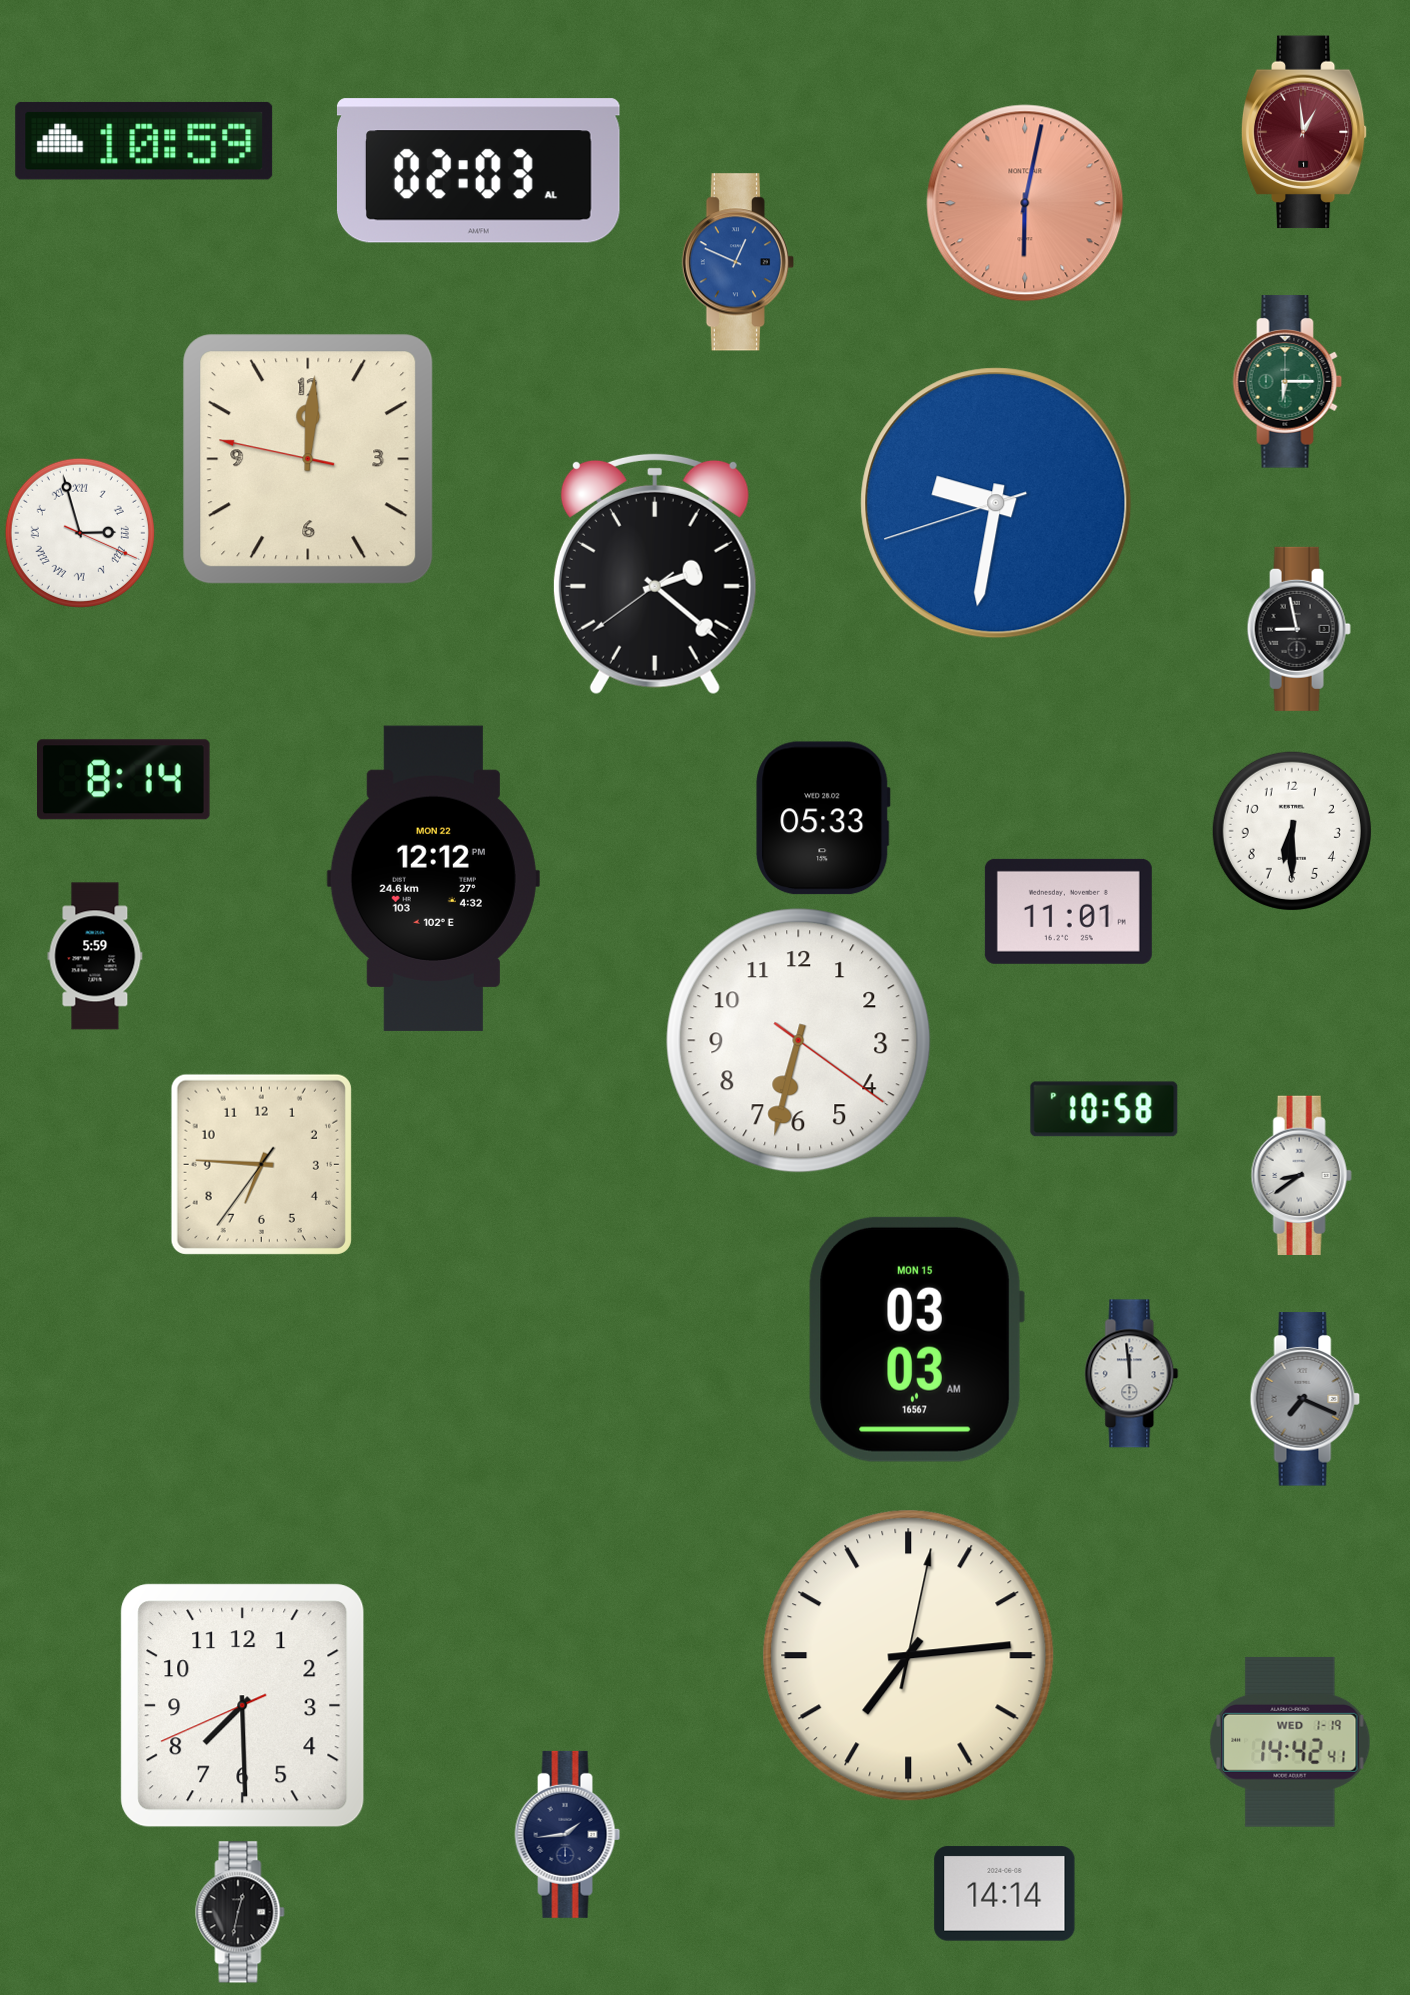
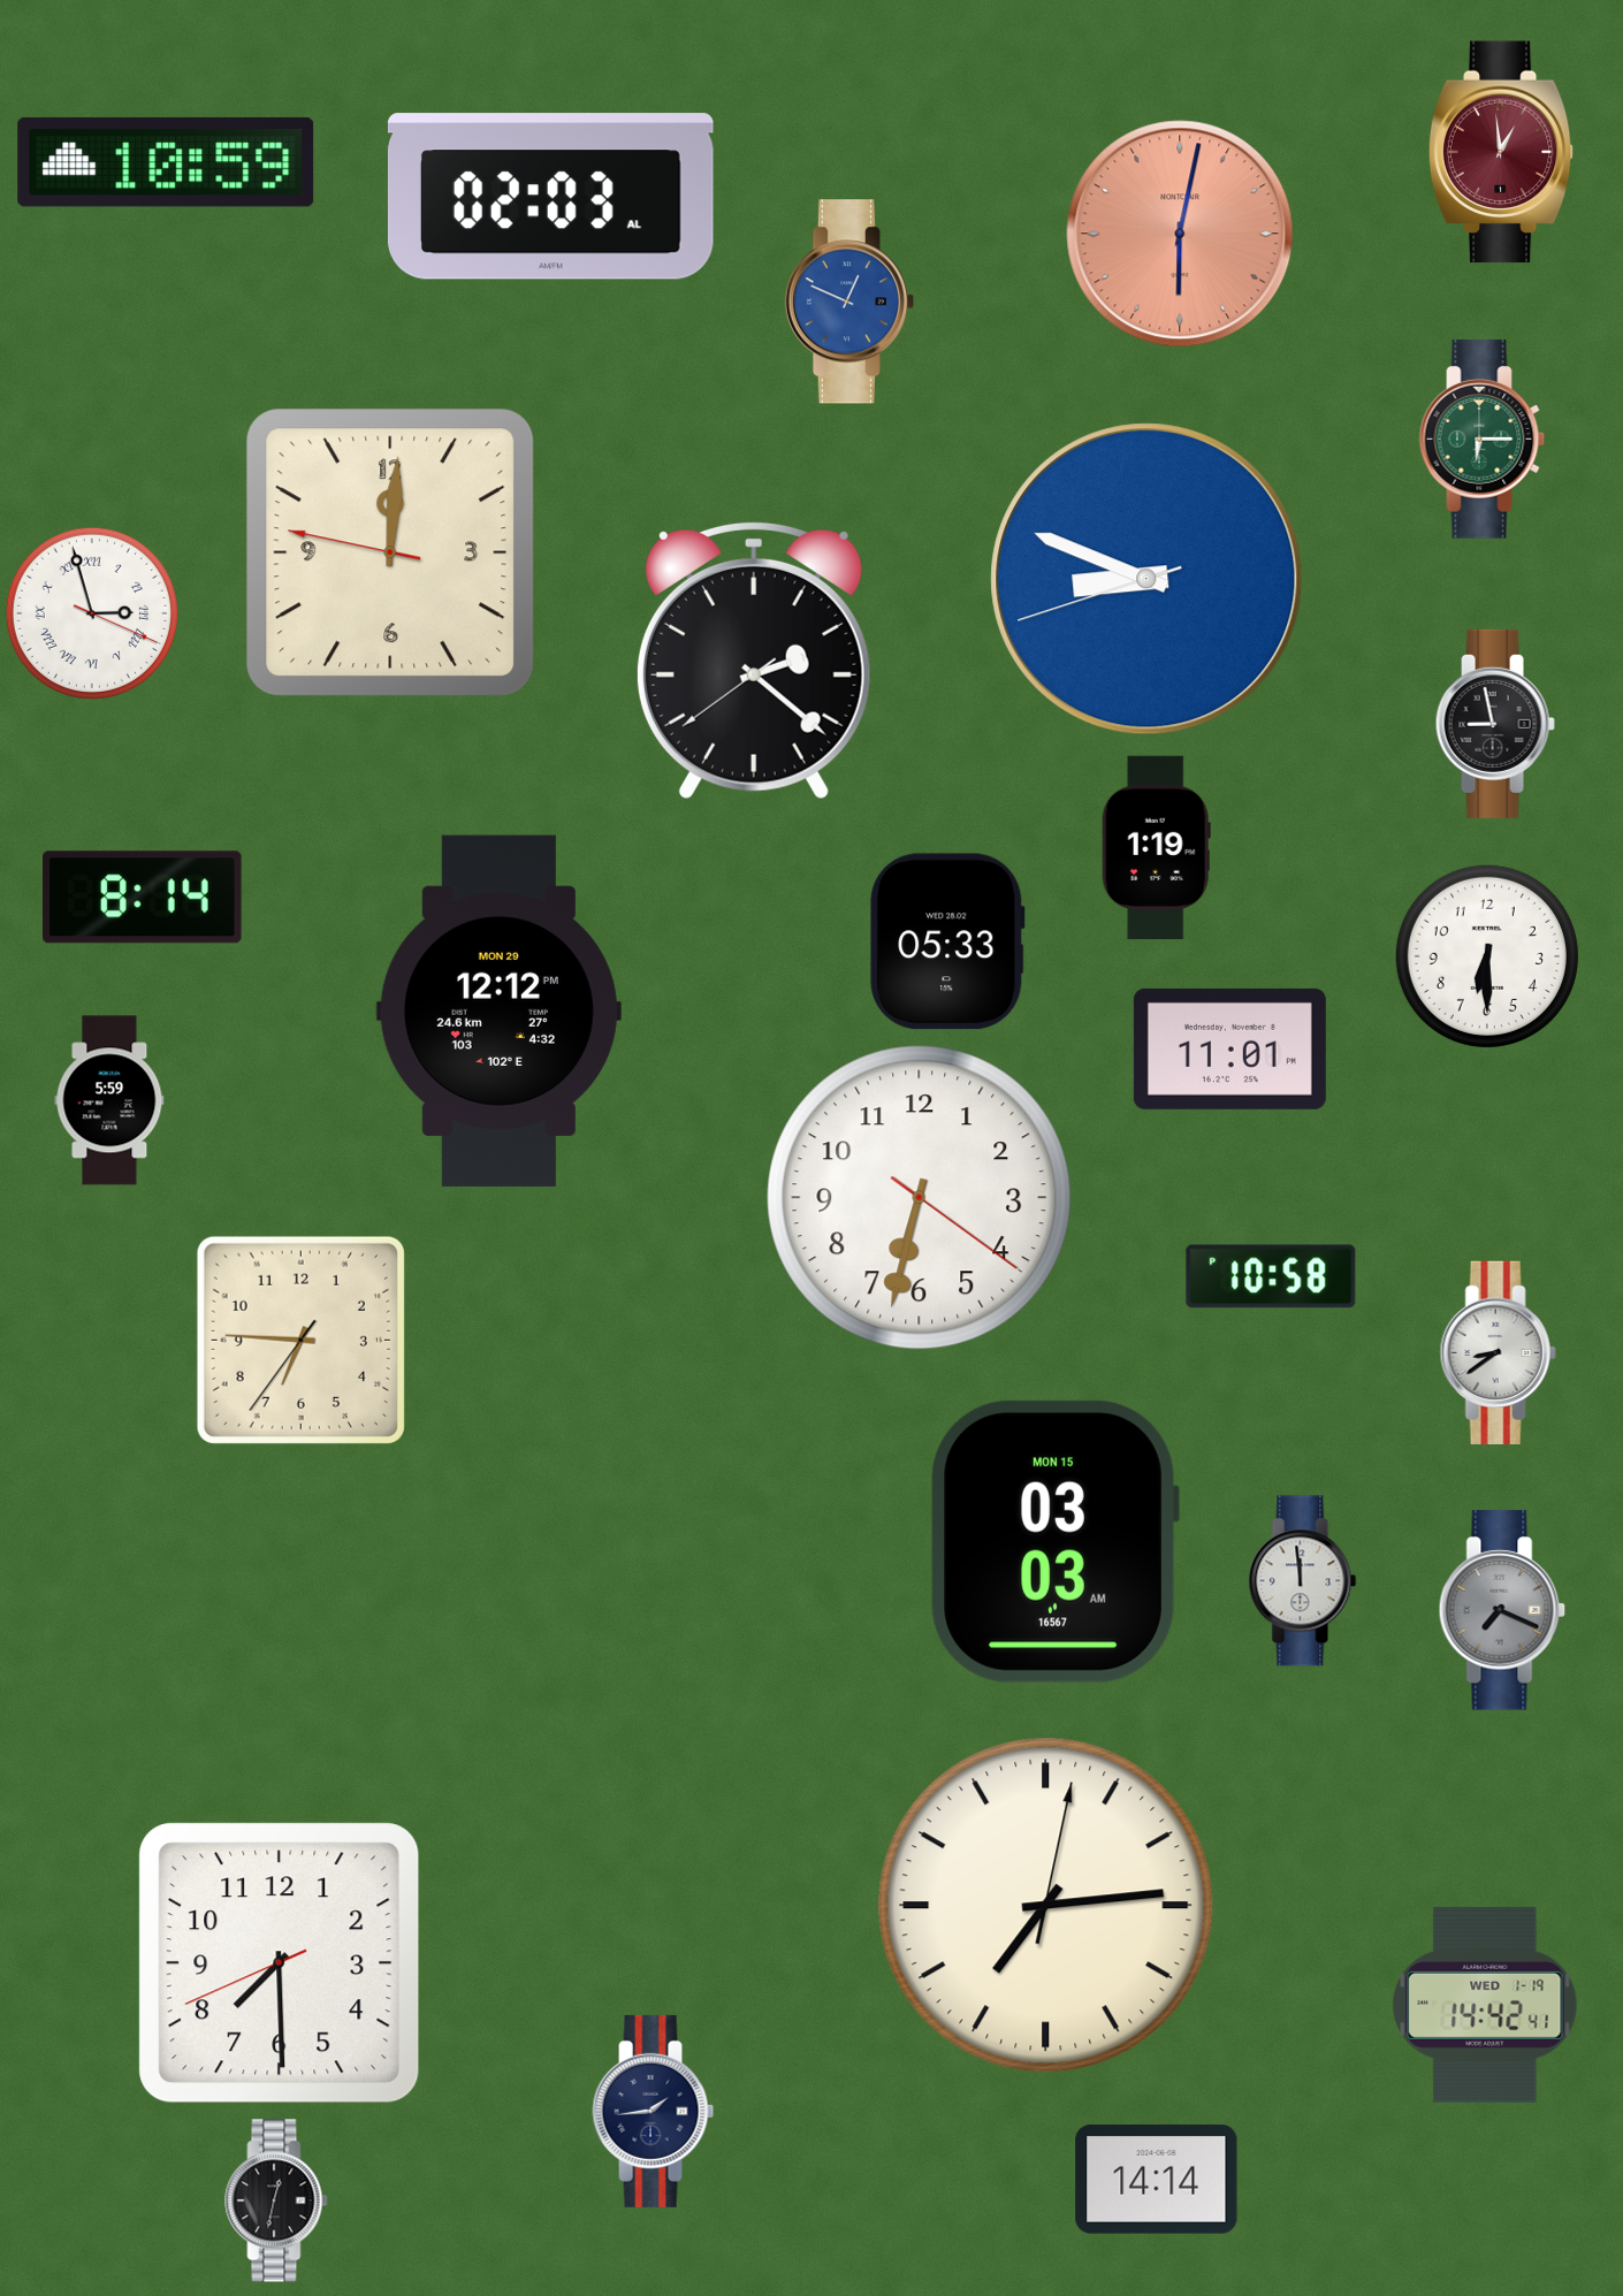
clock at (308, 459) position: (308, 459) -> (390, 552)
clock at (996, 503): 9:31 -> 8:48
clock at (1156, 847): none -> 1:19
clock at (433, 878) date: MON 22 -> MON 29
